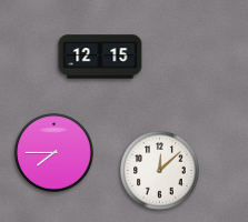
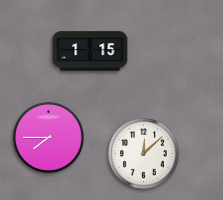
clock at (100, 57): 12:15 -> 1:15
